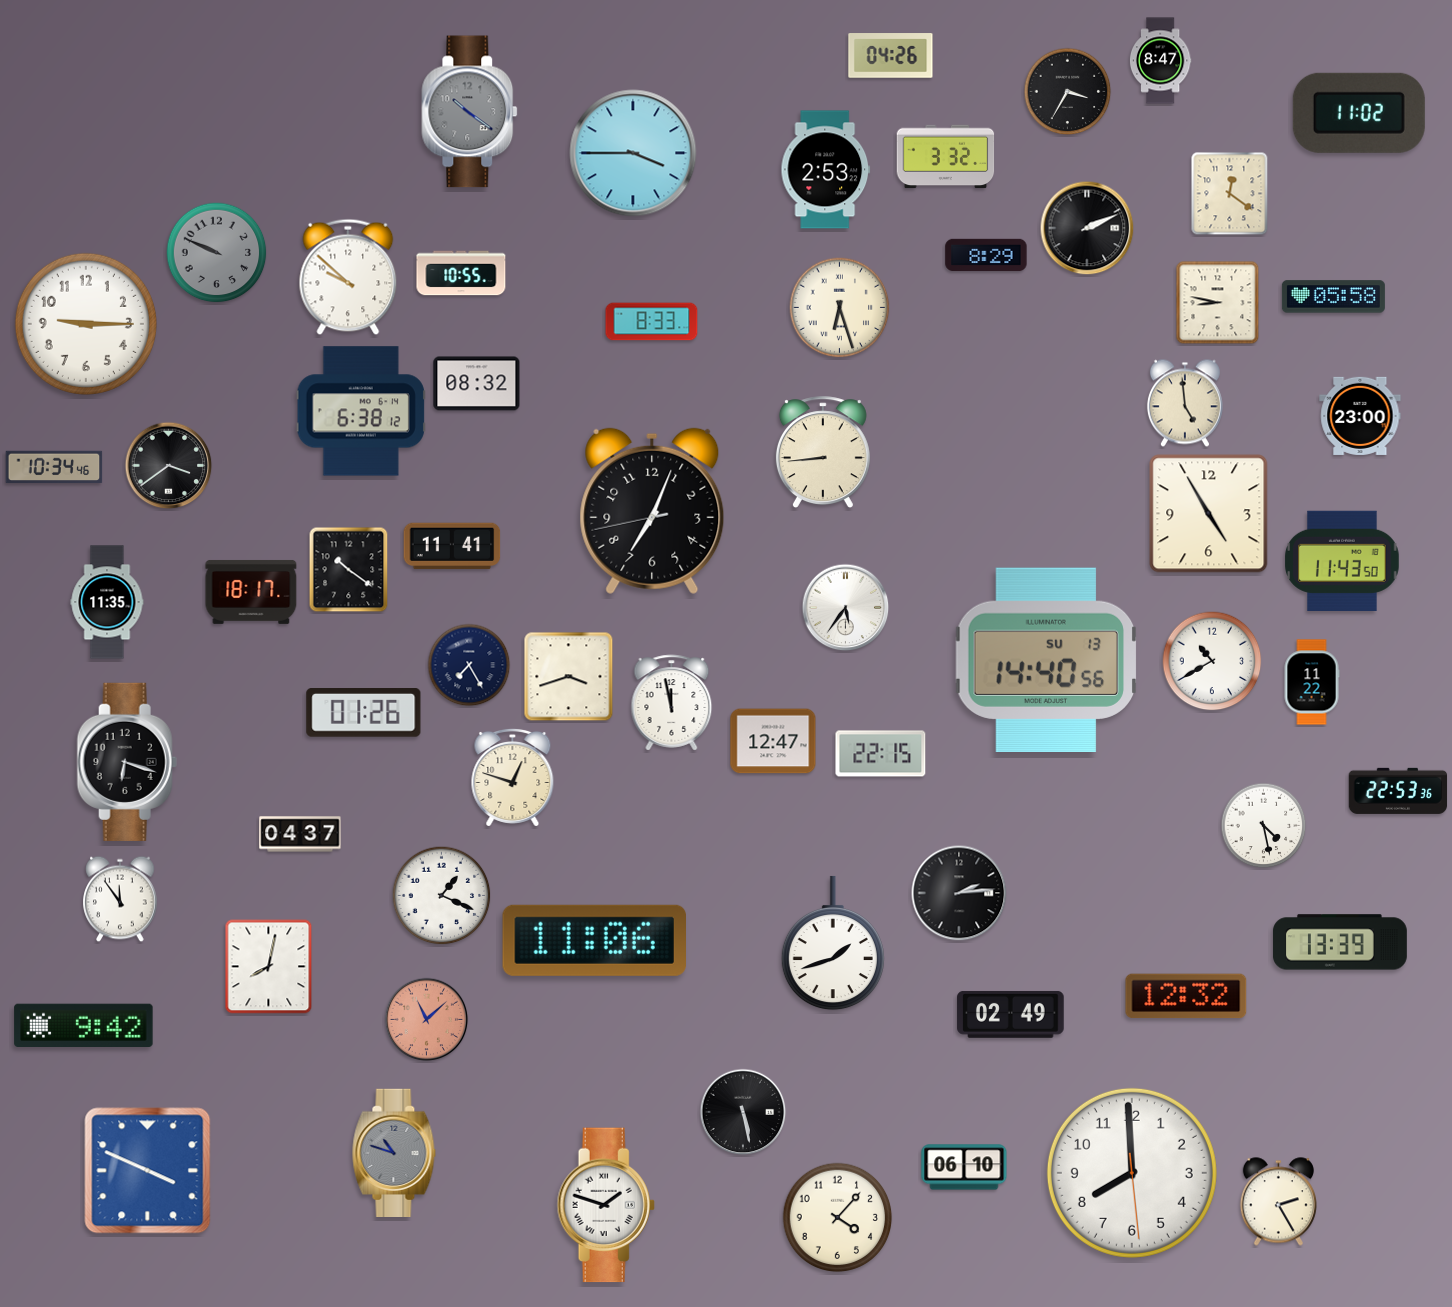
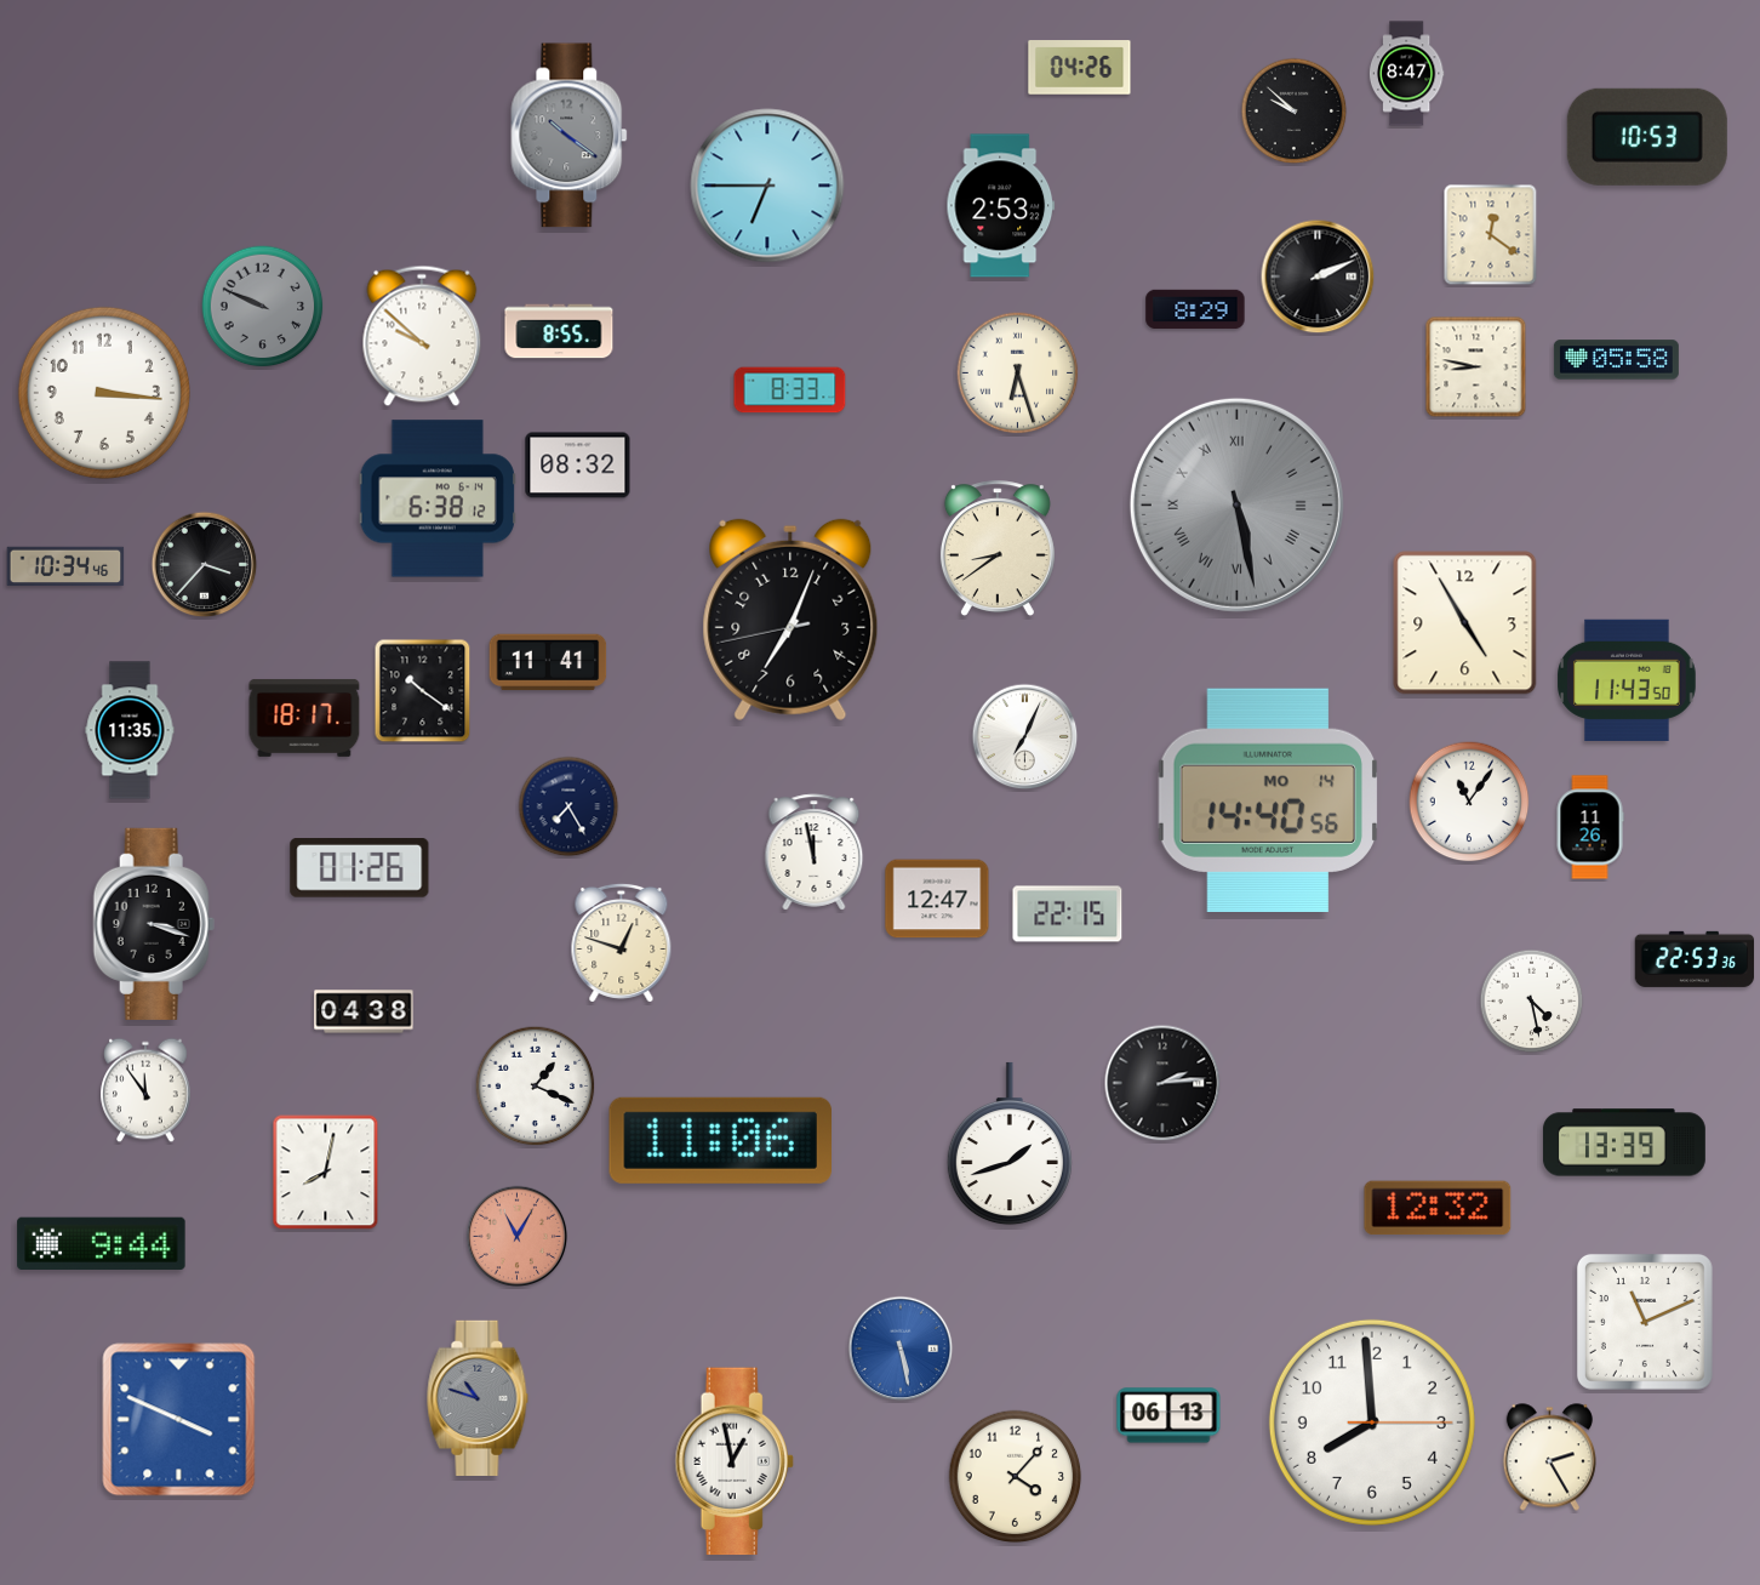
clock at (1068, 92): 3:35 -> 9:52
clock at (1359, 113): 11:02 -> 10:53
clock at (633, 153): 3:45 -> 6:45
clock at (946, 157): 3:32 -> none
clock at (461, 273): 10:55 -> 8:55
clock at (86, 324): 9:15 -> 3:16
clock at (1185, 403): 4:59 -> none
clock at (1236, 504): none -> 5:28
clock at (1360, 416): 23:00 -> none
clock at (823, 453): 8:44 -> 8:39
clock at (169, 466): 3:39 -> 3:37
clock at (846, 608): 5:36 -> 7:04
clock at (1046, 659) date: SU 13 -> MO 14
clock at (1212, 661): 10:40 -> 11:06
clock at (569, 677): 3:42 -> none
clock at (1312, 682): 11:22 -> 11:26
clock at (364, 713) position: (364, 713) -> (360, 868)
clock at (127, 762): 6:18 -> 3:18
clock at (300, 834): 04:37 -> 04:38
clock at (1011, 1014): 02:49 -> none
clock at (427, 1020): 11:08 -> 11:05
clock at (84, 1026): 9:42 -> 9:44
clock at (1645, 1322): none -> 11:11
clock at (743, 1112) dial: black -> blue
clock at (964, 1167): 06:10 -> 06:13
clock at (1132, 1173): 7:59:29 -> 7:59:15
clock at (606, 1205): 1:48 -> 12:58
